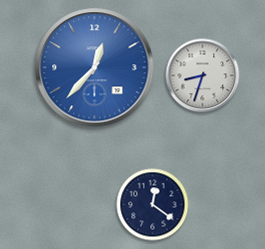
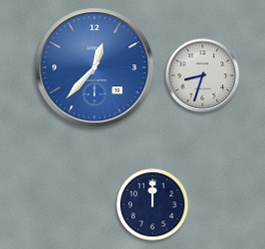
clock at (153, 205): 12:21 -> 12:00
